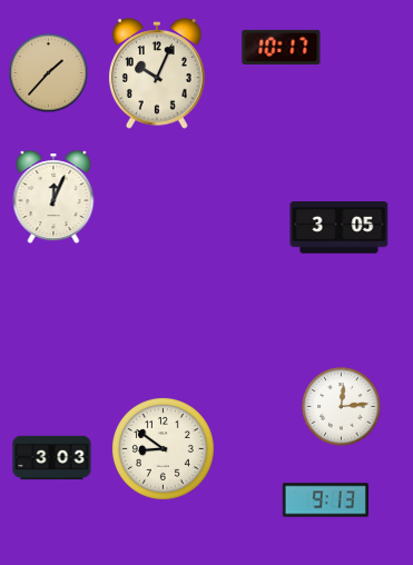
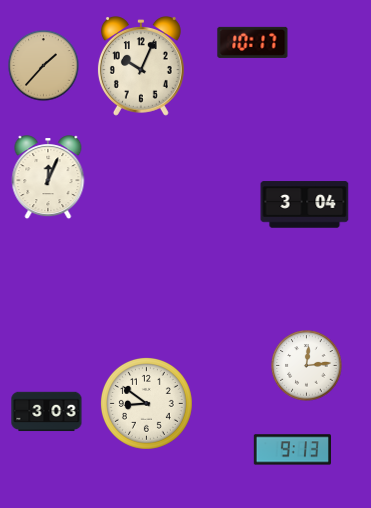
clock at (340, 228): 3:05 -> 3:04
